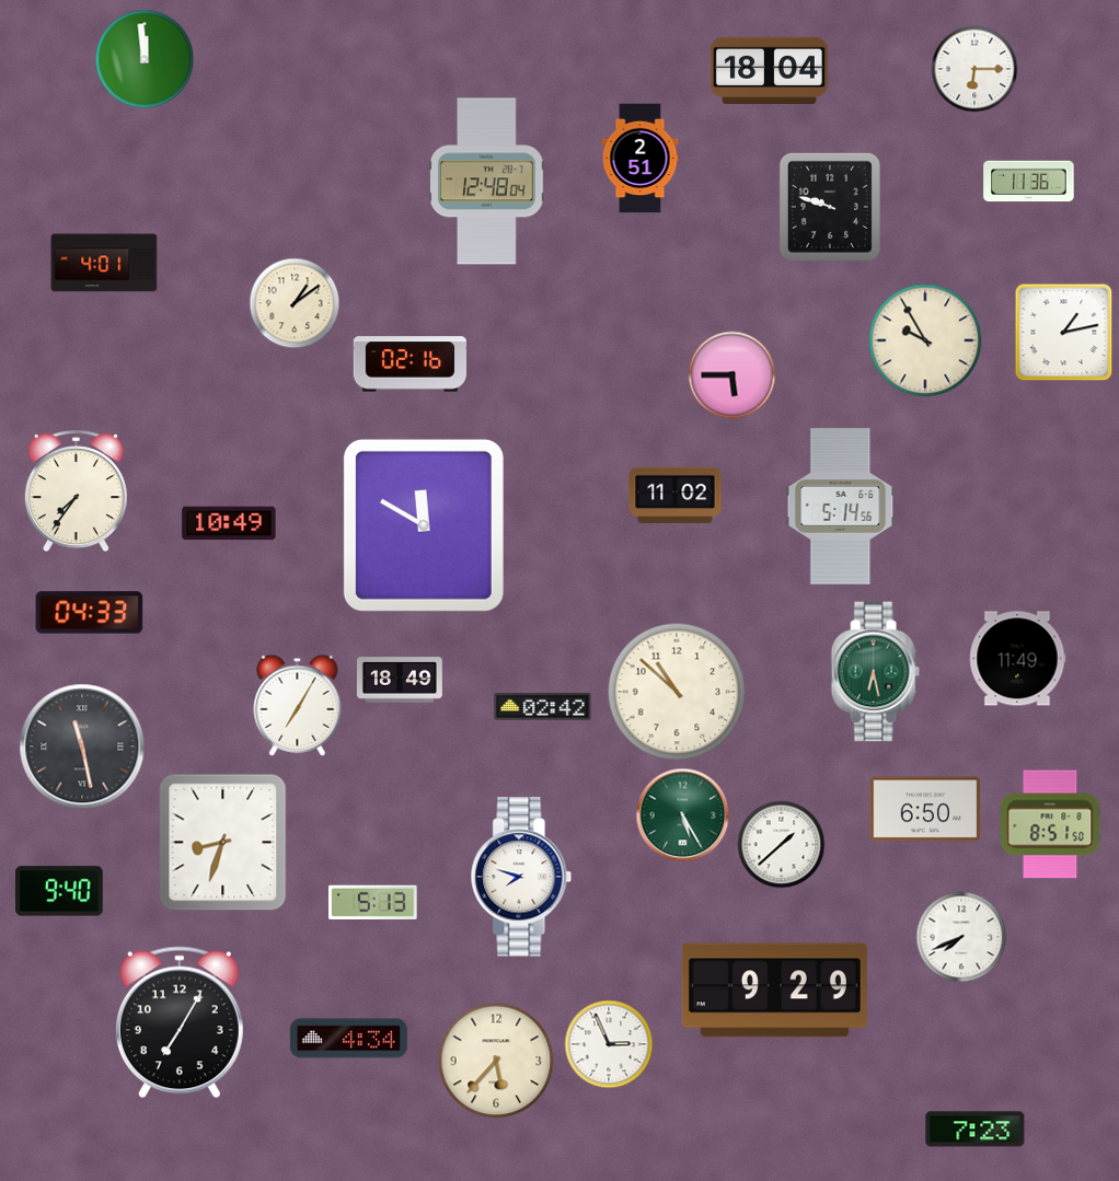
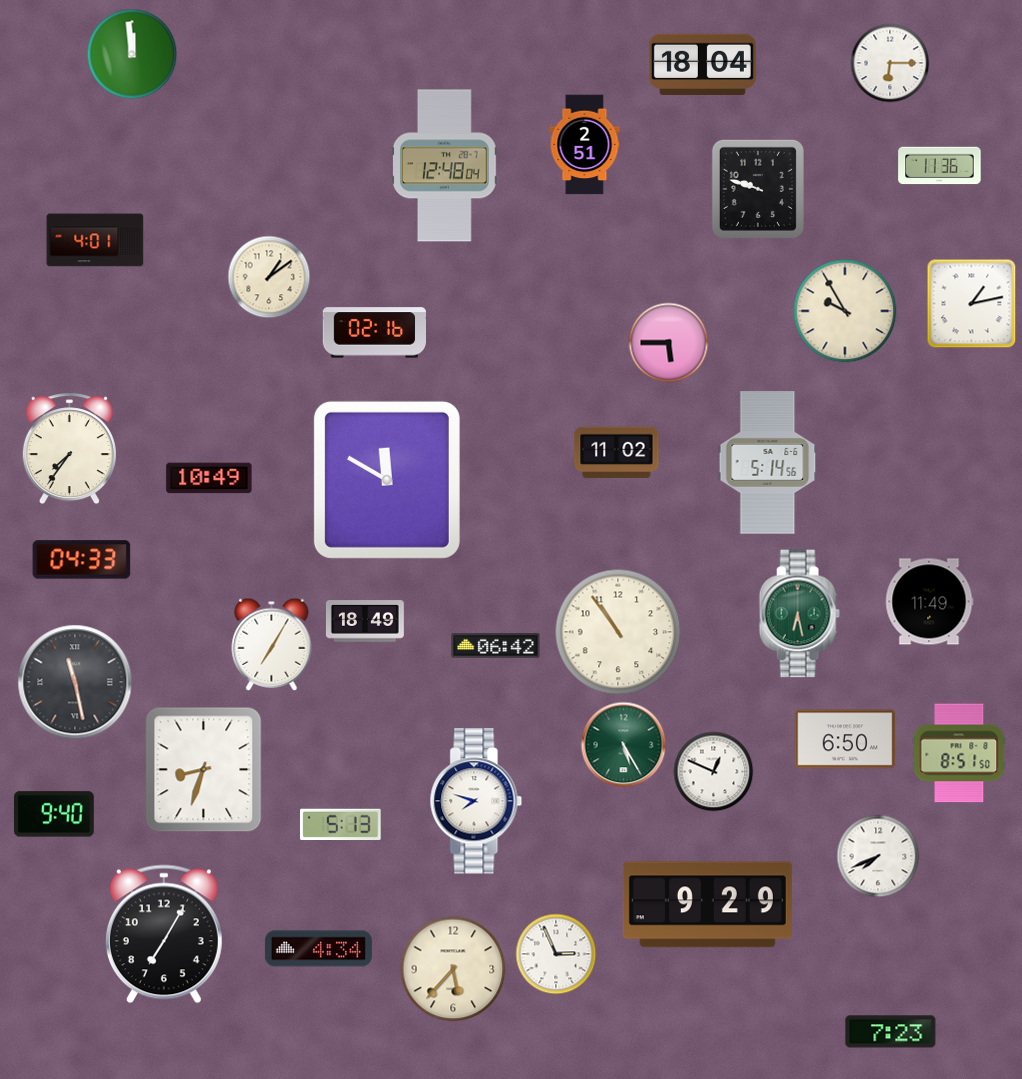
clock at (677, 692): 10:52 -> 10:54
clock at (543, 707): 02:42 -> 06:42
clock at (782, 845): 1:38 -> 12:49
